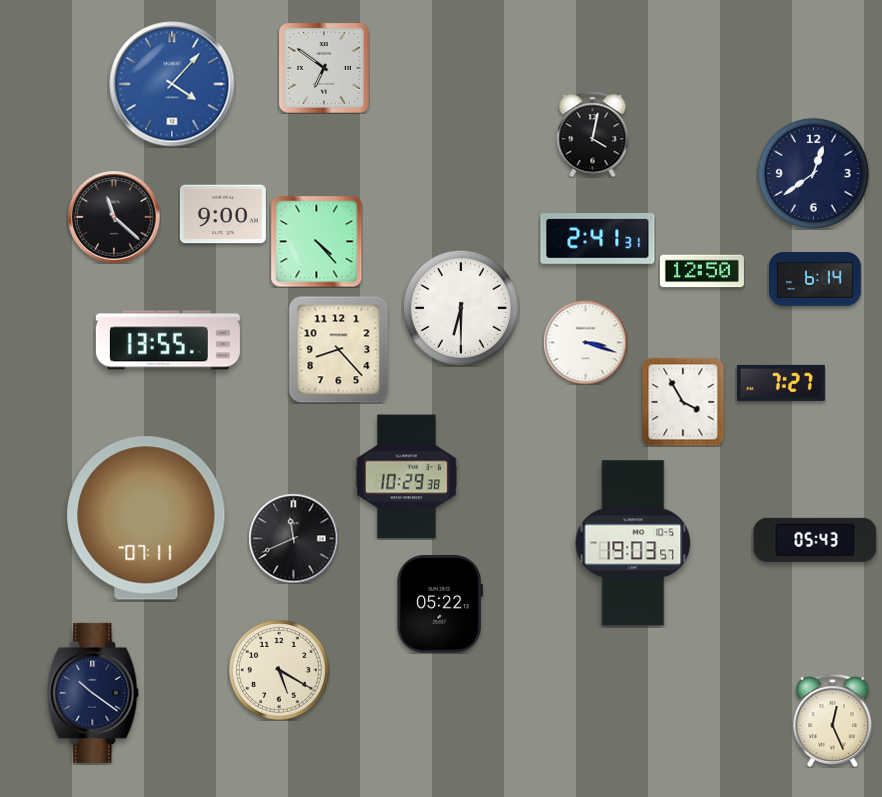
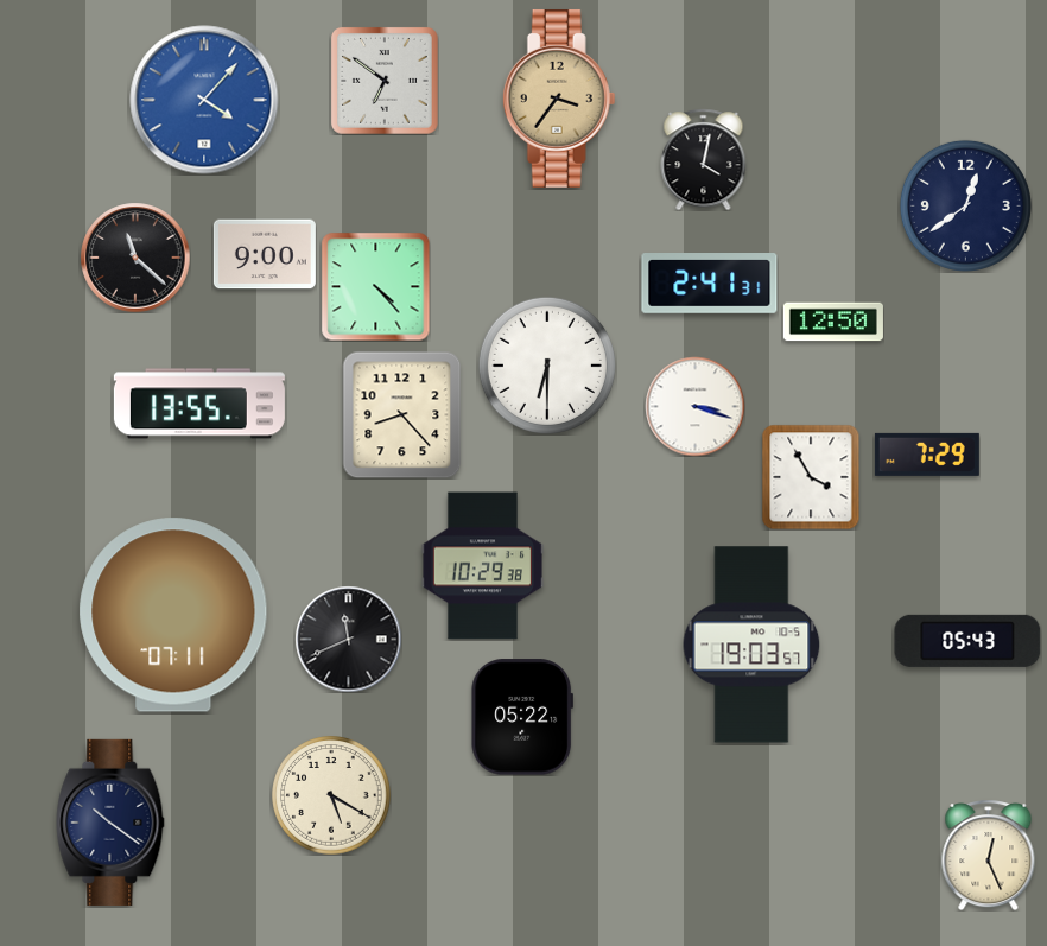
clock at (559, 99): none -> 3:36
clock at (816, 279): 6:14 -> none
clock at (781, 383): 7:27 -> 7:29
